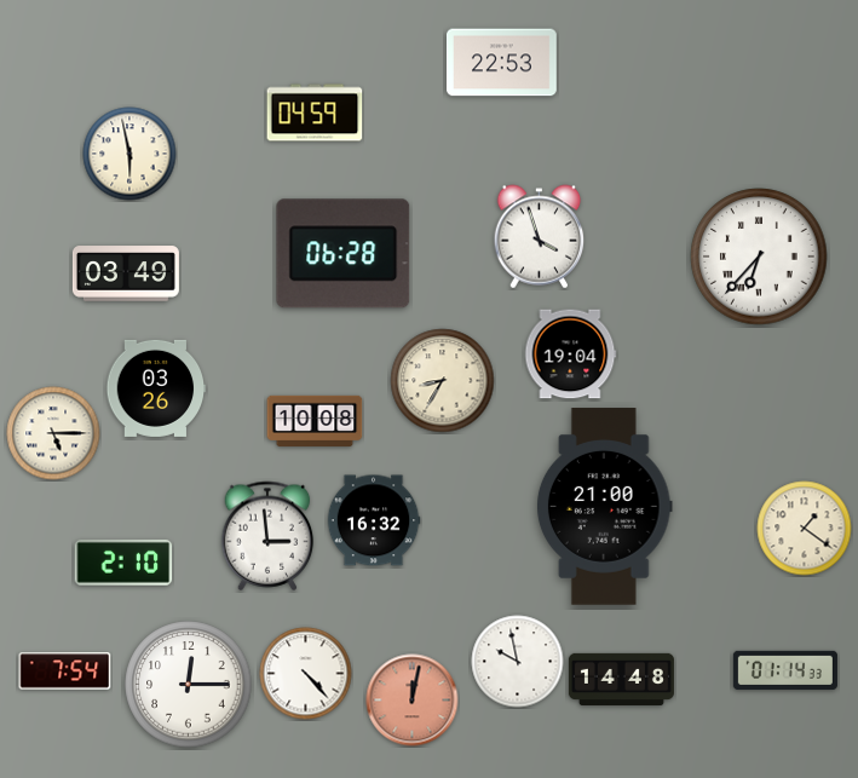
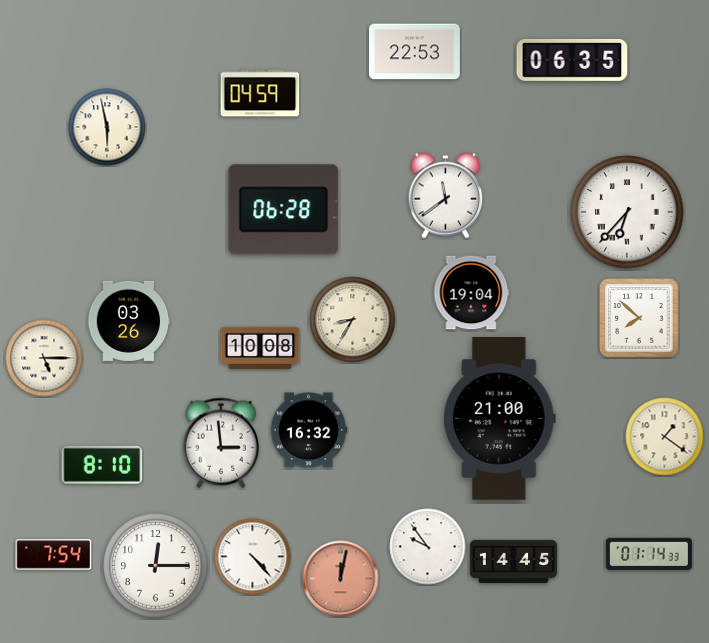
clock at (572, 61): none -> 06:35
clock at (540, 237): 3:57 -> 11:39
clock at (126, 273): 03:49 -> none
clock at (443, 381) position: (443, 381) -> (353, 320)
clock at (639, 318): none -> 7:52
clock at (123, 563): 2:10 -> 8:10
clock at (518, 662): 9:58 -> 9:54
clock at (621, 679): 14:48 -> 14:45
